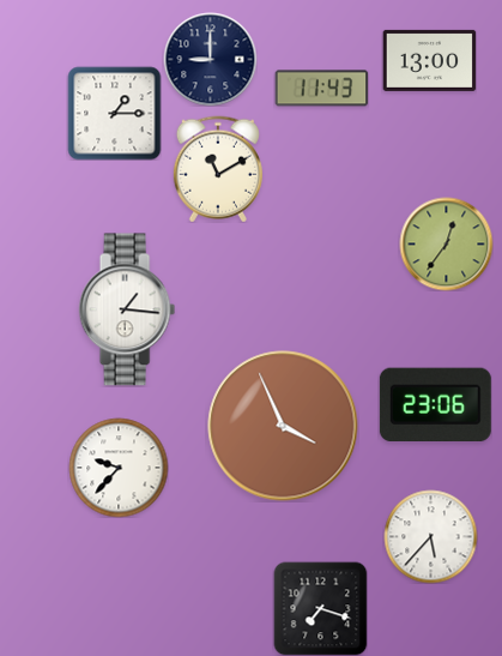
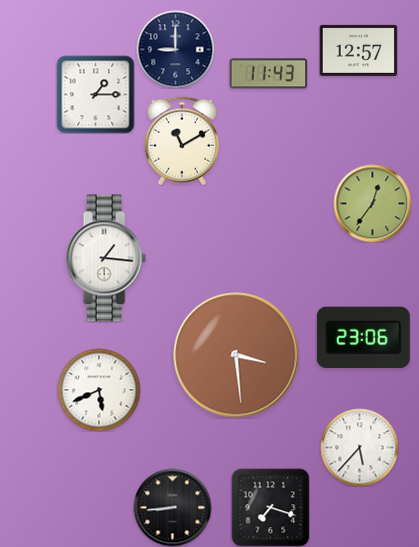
clock at (429, 60): 13:00 -> 12:57
clock at (283, 426): 3:56 -> 3:29
clock at (119, 468): 9:37 -> 5:41
clock at (172, 507): none -> 8:44
clock at (320, 608) position: (320, 608) -> (270, 507)
